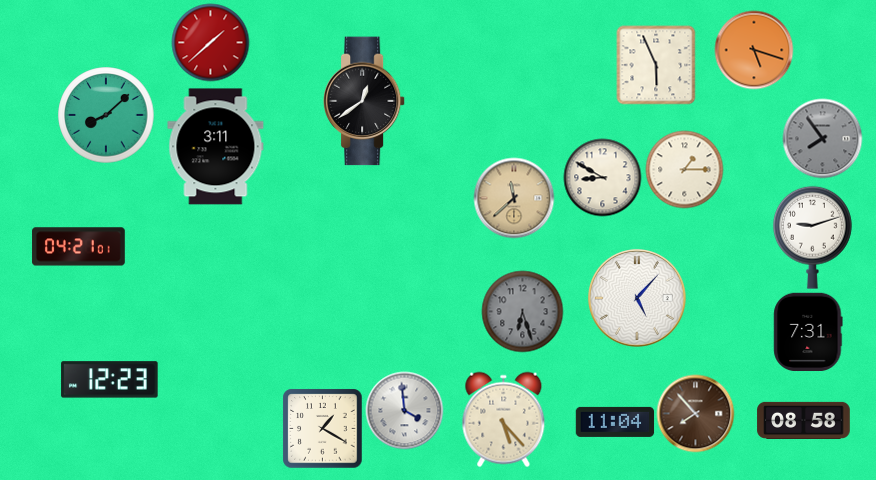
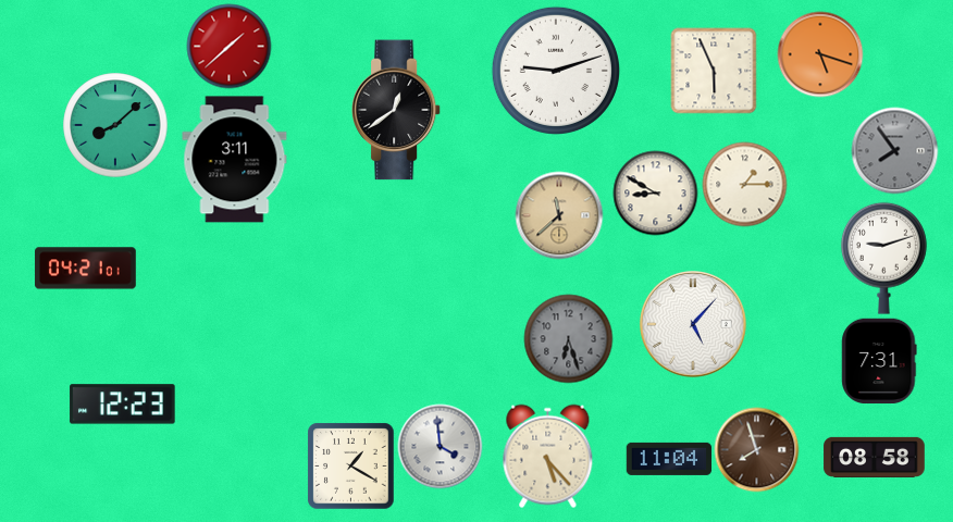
clock at (556, 71): none -> 9:12
clock at (110, 380) position: (110, 380) -> (123, 405)
clock at (695, 413): 7:53 -> 7:57
